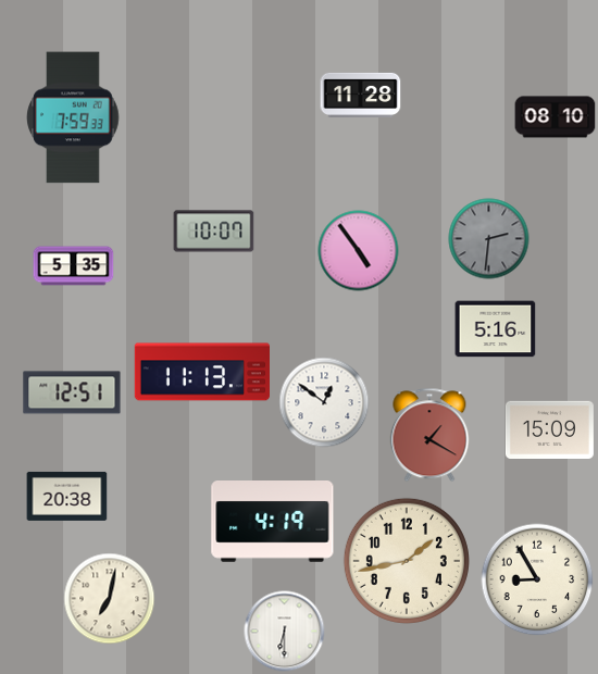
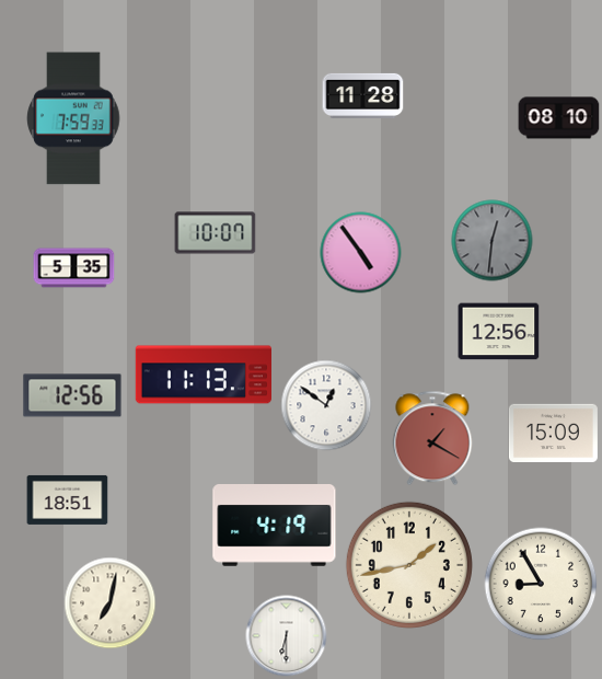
clock at (489, 239): 2:31 -> 12:31
clock at (496, 329): 5:16 -> 12:56
clock at (72, 392): 12:51 -> 12:56
clock at (67, 496): 20:38 -> 18:51
